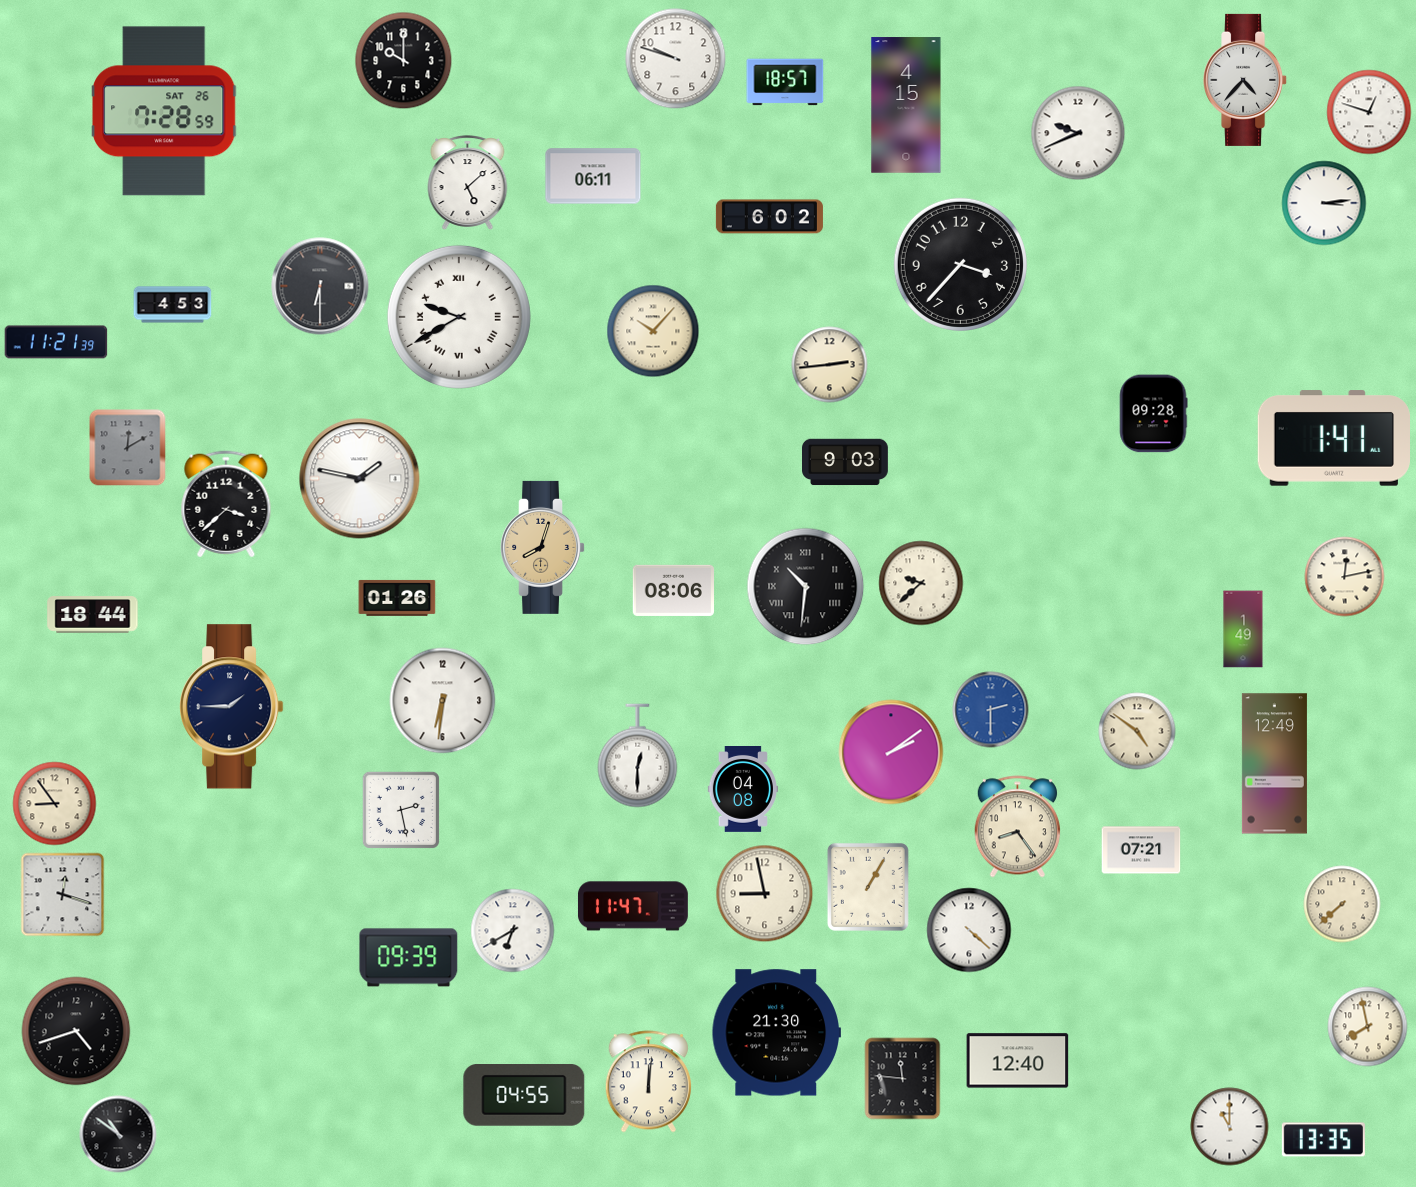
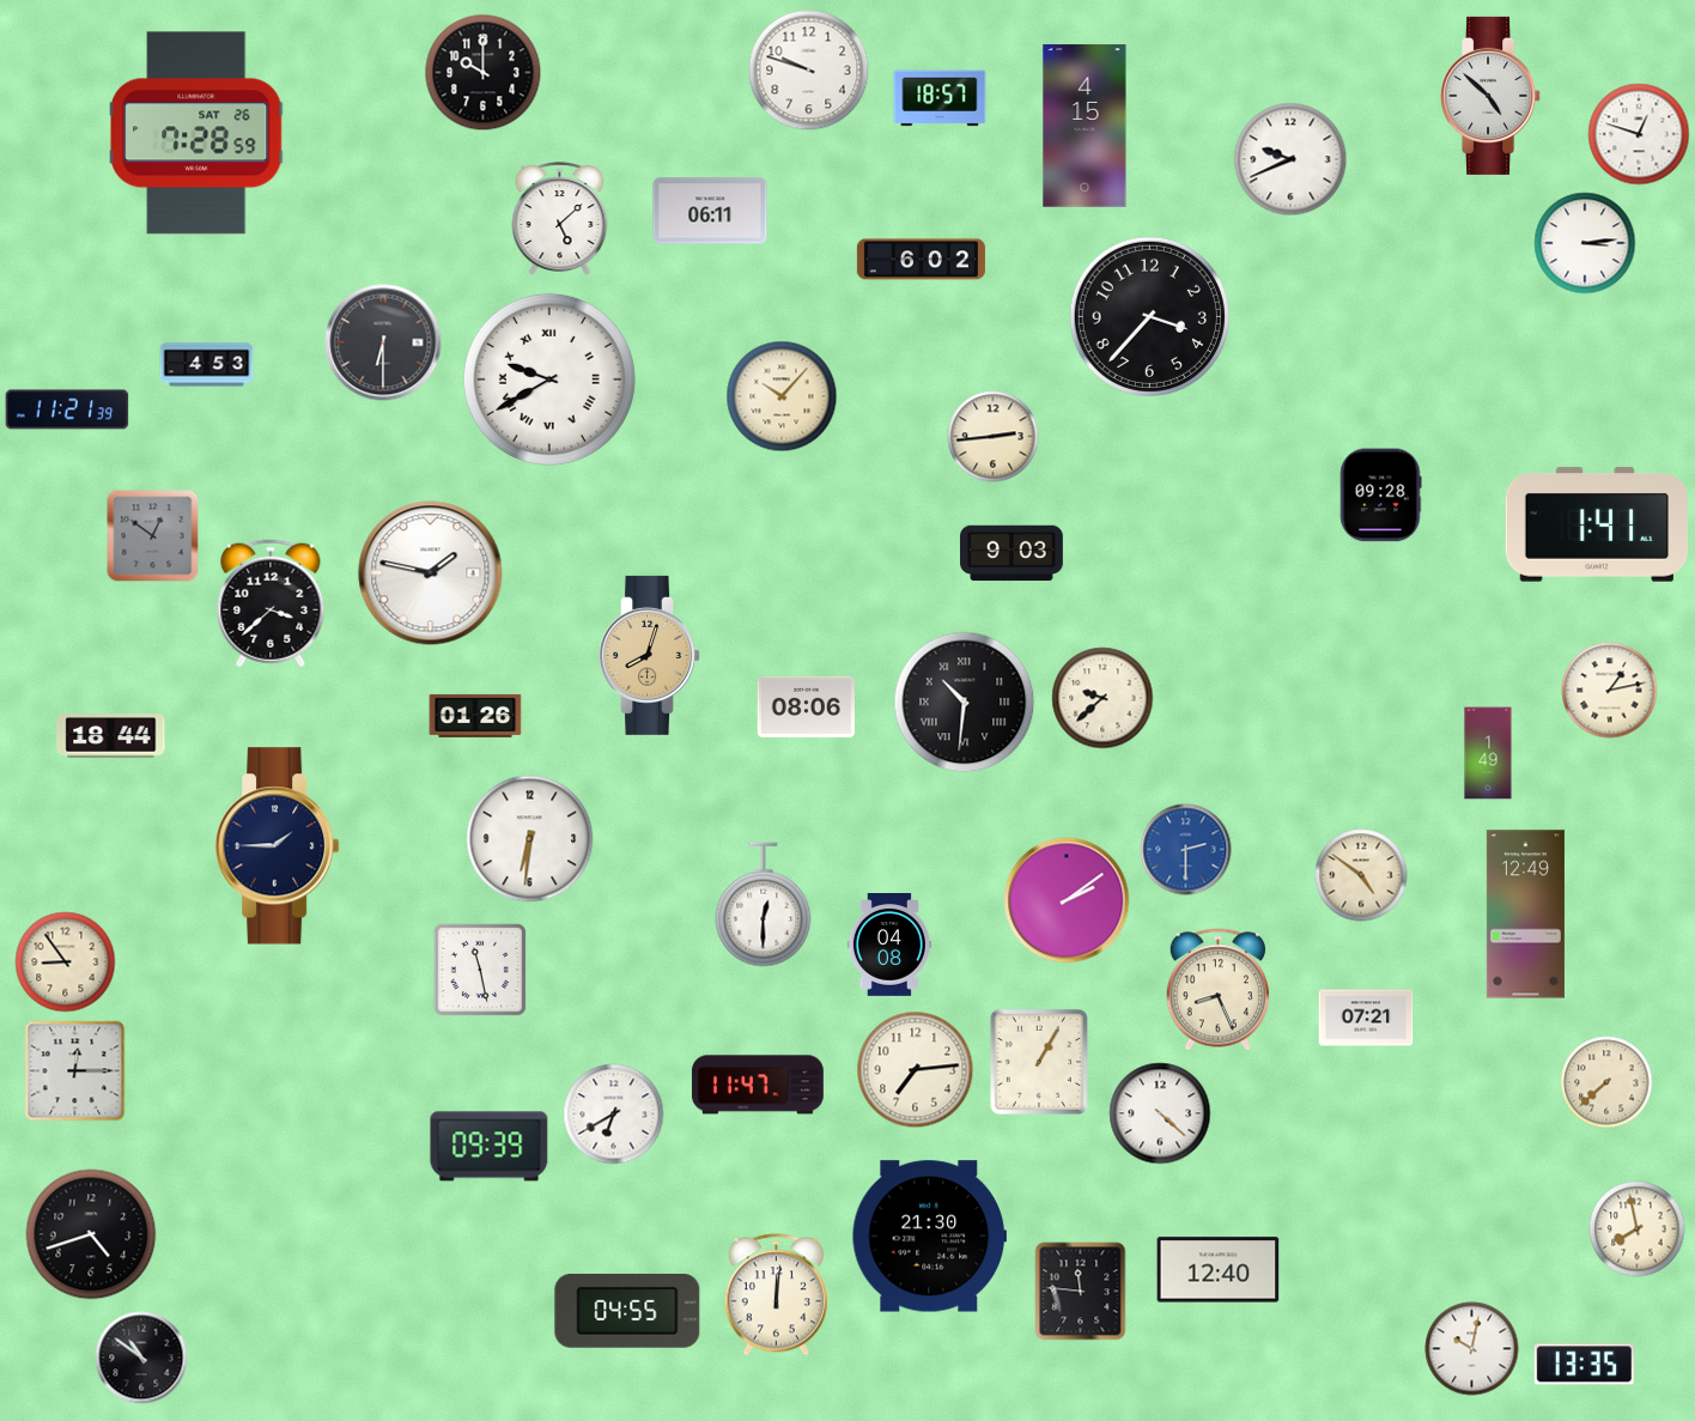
clock at (1246, 80): 4:37 -> 4:52
clock at (128, 448): 12:10 -> 12:51
clock at (1345, 577): 12:13 -> 1:13
clock at (401, 810): 2:28 -> 11:28
clock at (1017, 827): 8:24 -> 8:26
clock at (765, 894): 8:58 -> 7:14
clock at (63, 895): 12:18 -> 12:15
clock at (1230, 1127): 11:00 -> 10:02
